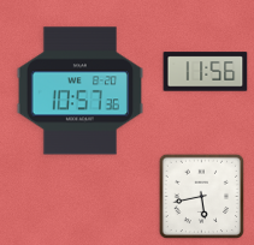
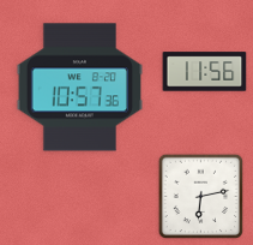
clock at (81, 91) position: (81, 91) -> (80, 88)
clock at (202, 197): 5:43 -> 6:13
